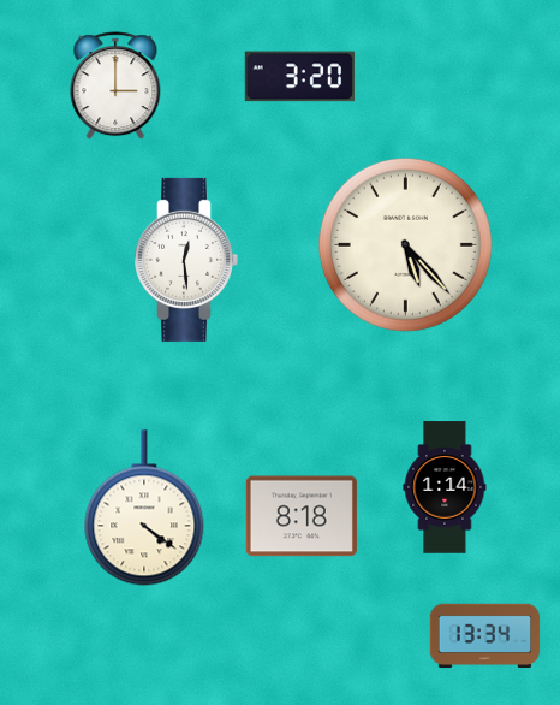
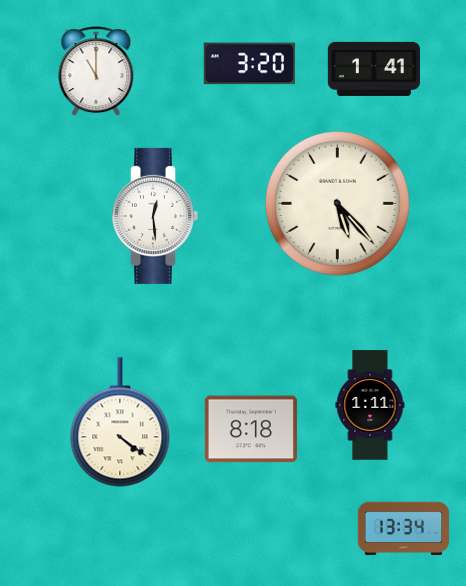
clock at (373, 69): none -> 1:41
clock at (115, 87): 3:00 -> 11:00
clock at (445, 487): 1:14 -> 1:11
